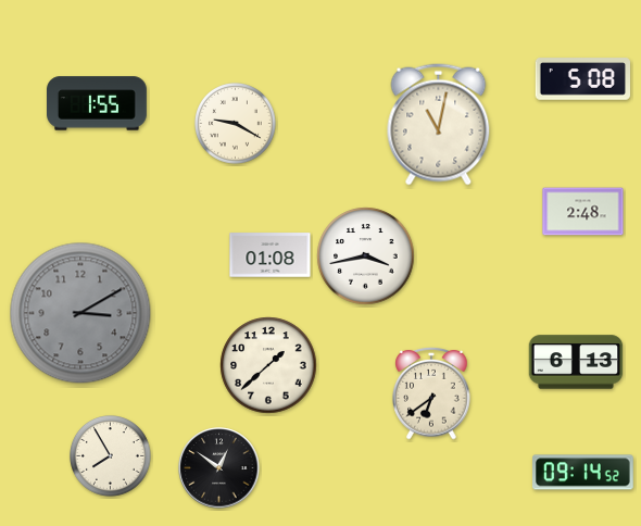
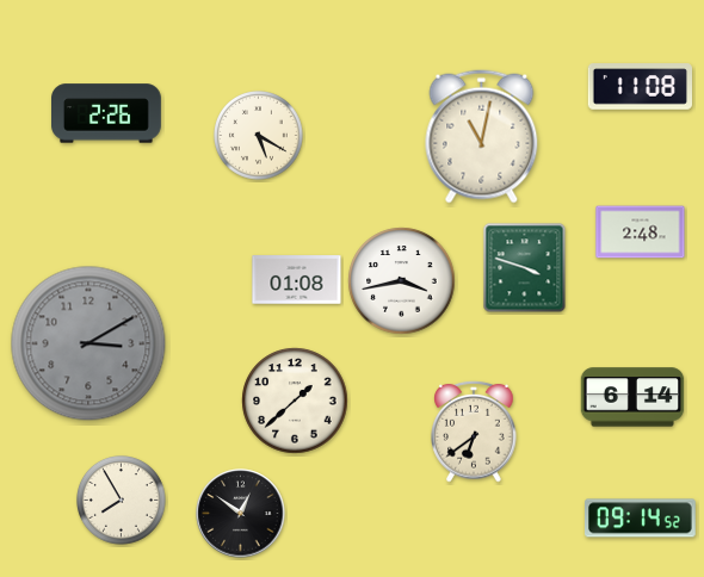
clock at (583, 79): 5:08 -> 11:08
clock at (98, 103): 1:55 -> 2:26
clock at (236, 124): 9:20 -> 5:20
clock at (525, 268): none -> 3:48
clock at (576, 362): 6:13 -> 6:14
